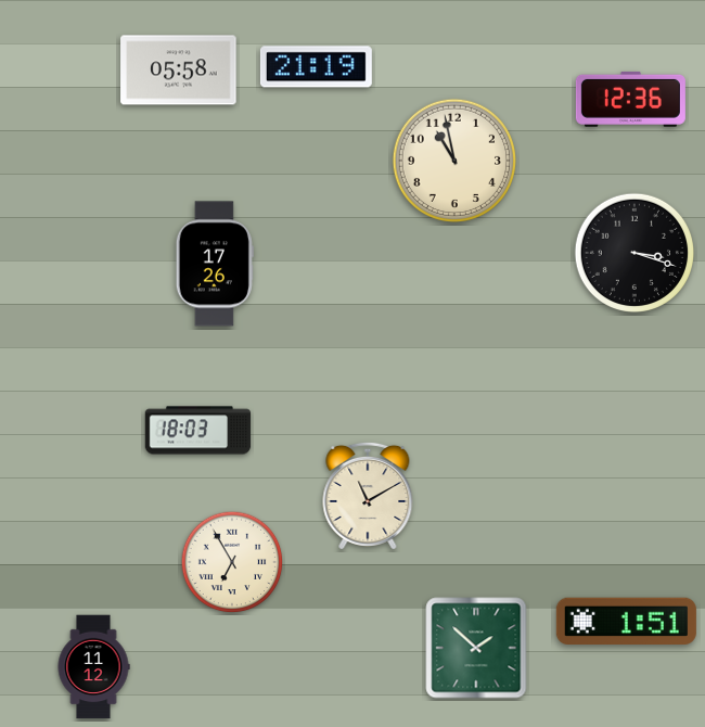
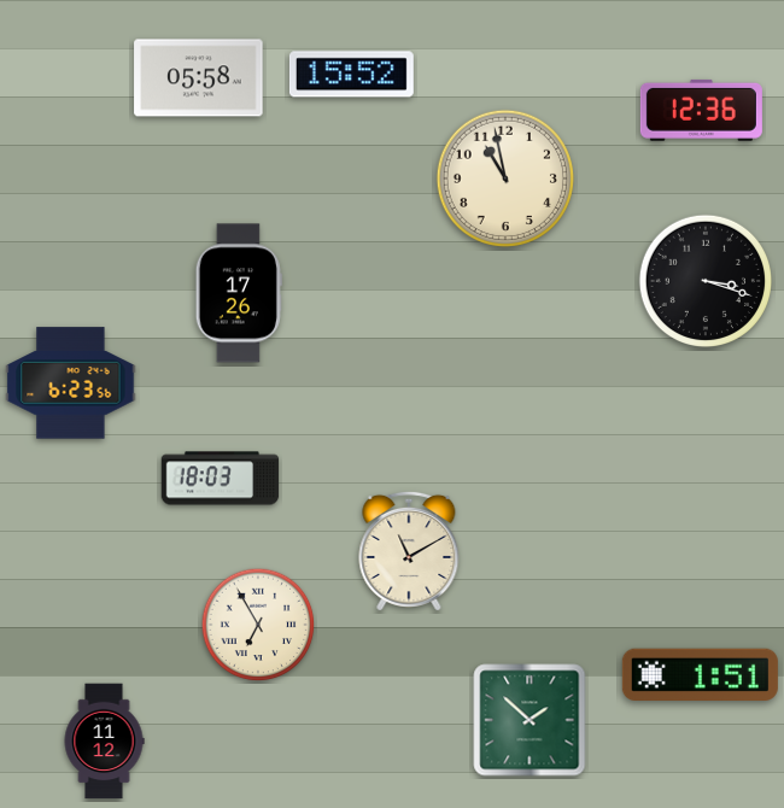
clock at (316, 67): 21:19 -> 15:52
clock at (71, 383): none -> 6:23
clock at (626, 622) position: (626, 622) -> (700, 675)
